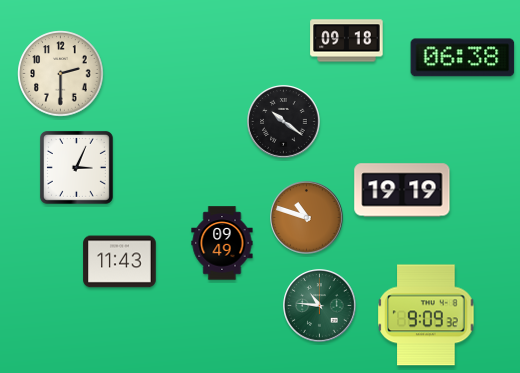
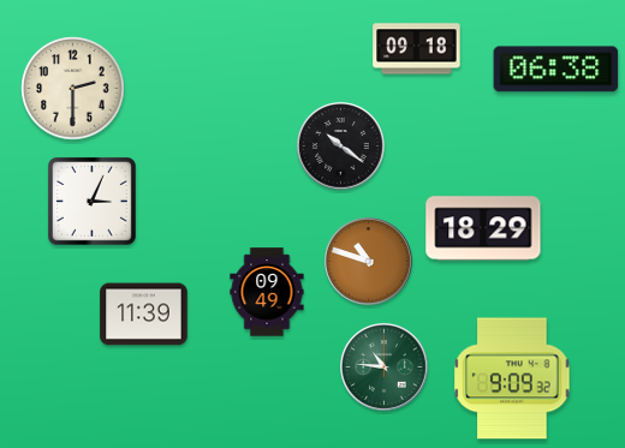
clock at (402, 190): 19:19 -> 18:29
clock at (120, 262): 11:43 -> 11:39
